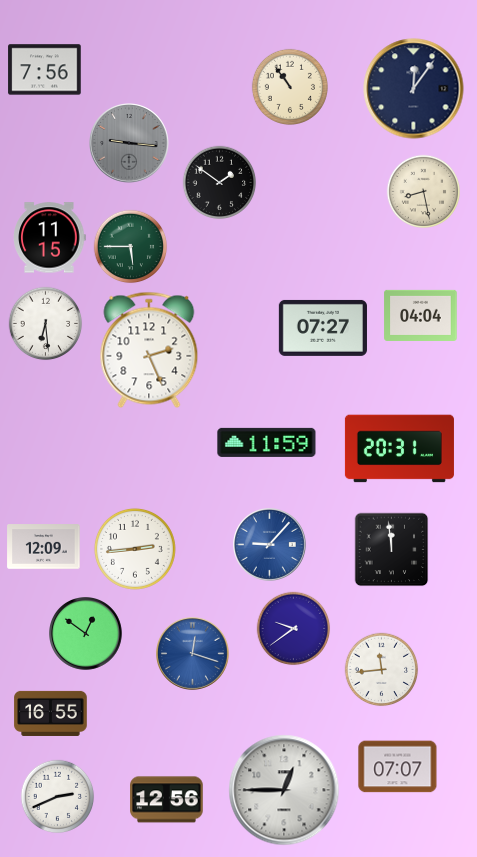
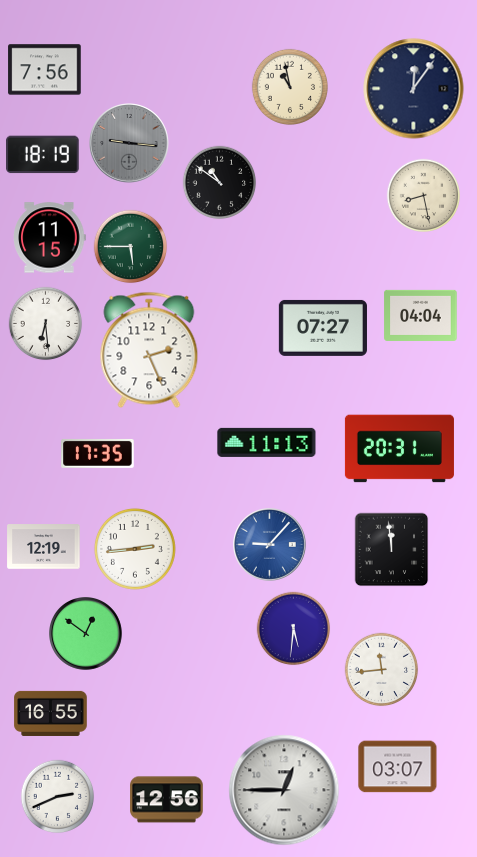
clock at (290, 87): 10:54 -> 10:58
clock at (43, 155): none -> 18:19
clock at (220, 183): 1:51 -> 10:51
clock at (424, 192) position: (424, 192) -> (424, 196)
clock at (267, 442): 11:59 -> 11:13
clock at (98, 454): none -> 17:35
clock at (44, 547): 12:09 -> 12:19
clock at (294, 629): 9:39 -> 5:31
clock at (193, 654): 12:18 -> none
clock at (398, 767): 07:07 -> 03:07
